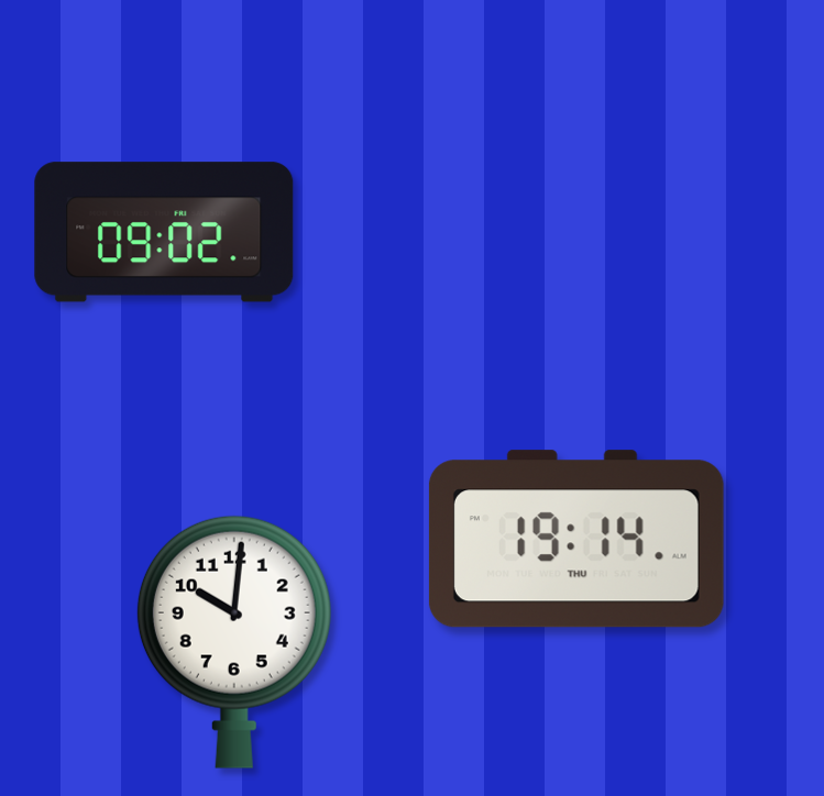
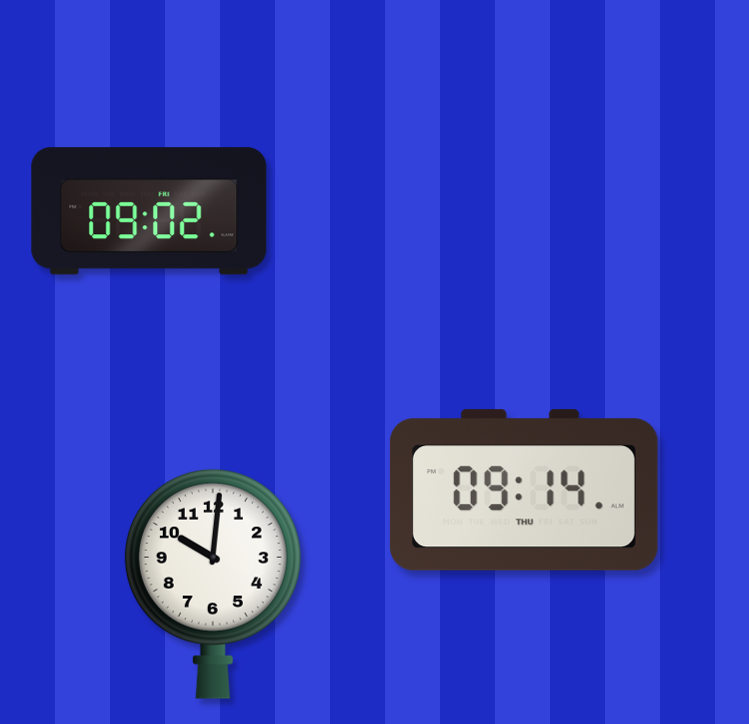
clock at (576, 539): 19:14 -> 09:14
